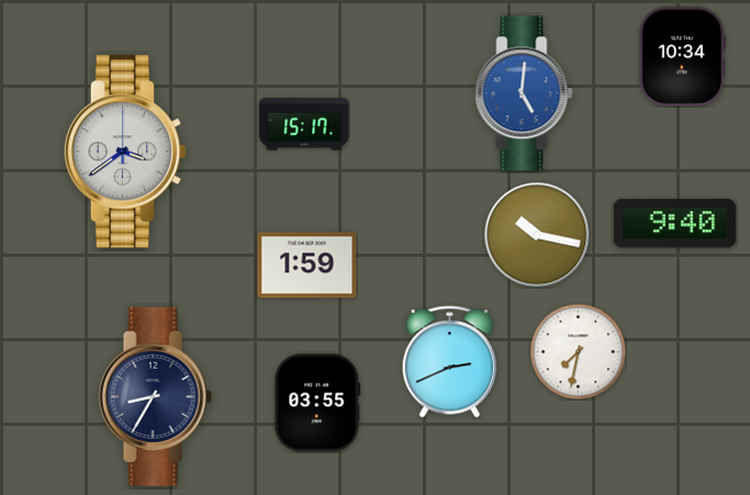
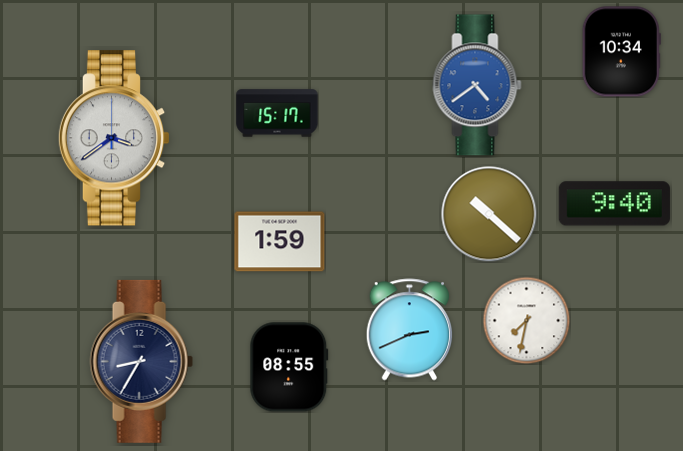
clock at (524, 93): 5:01 -> 4:39
clock at (537, 235): 10:17 -> 10:22
clock at (317, 403): 03:55 -> 08:55
